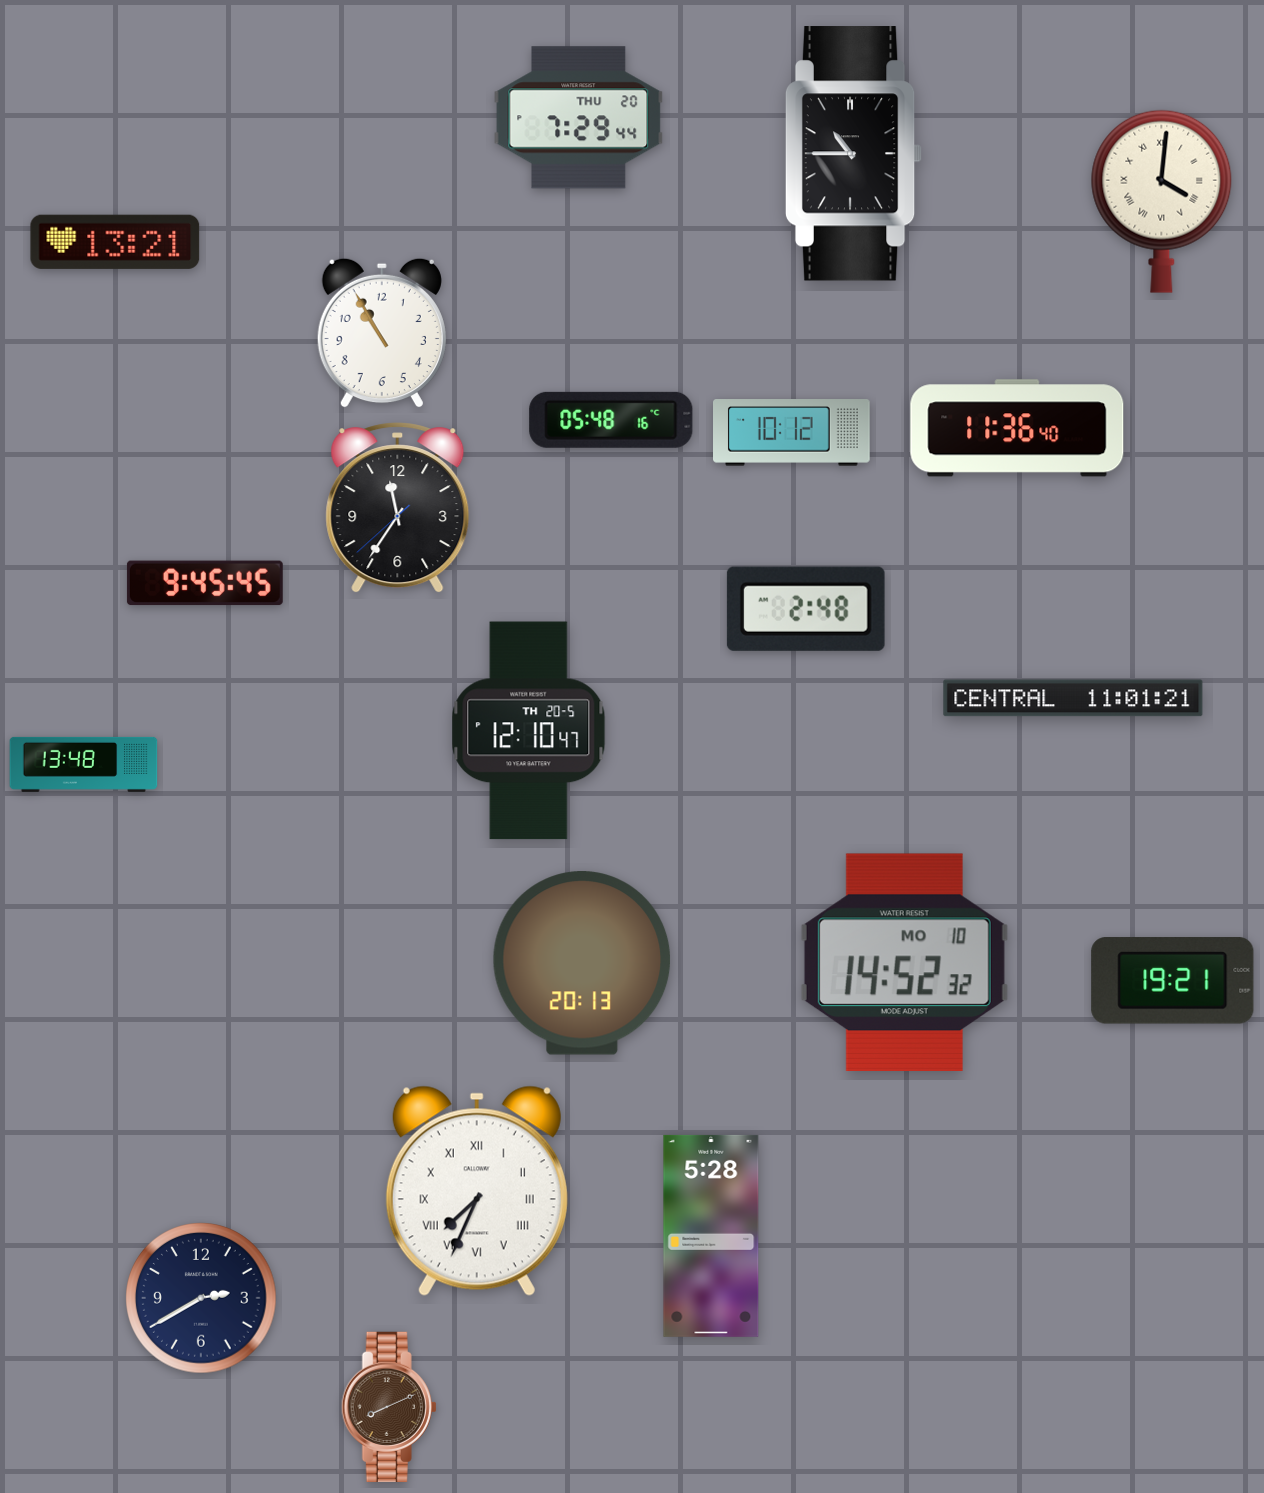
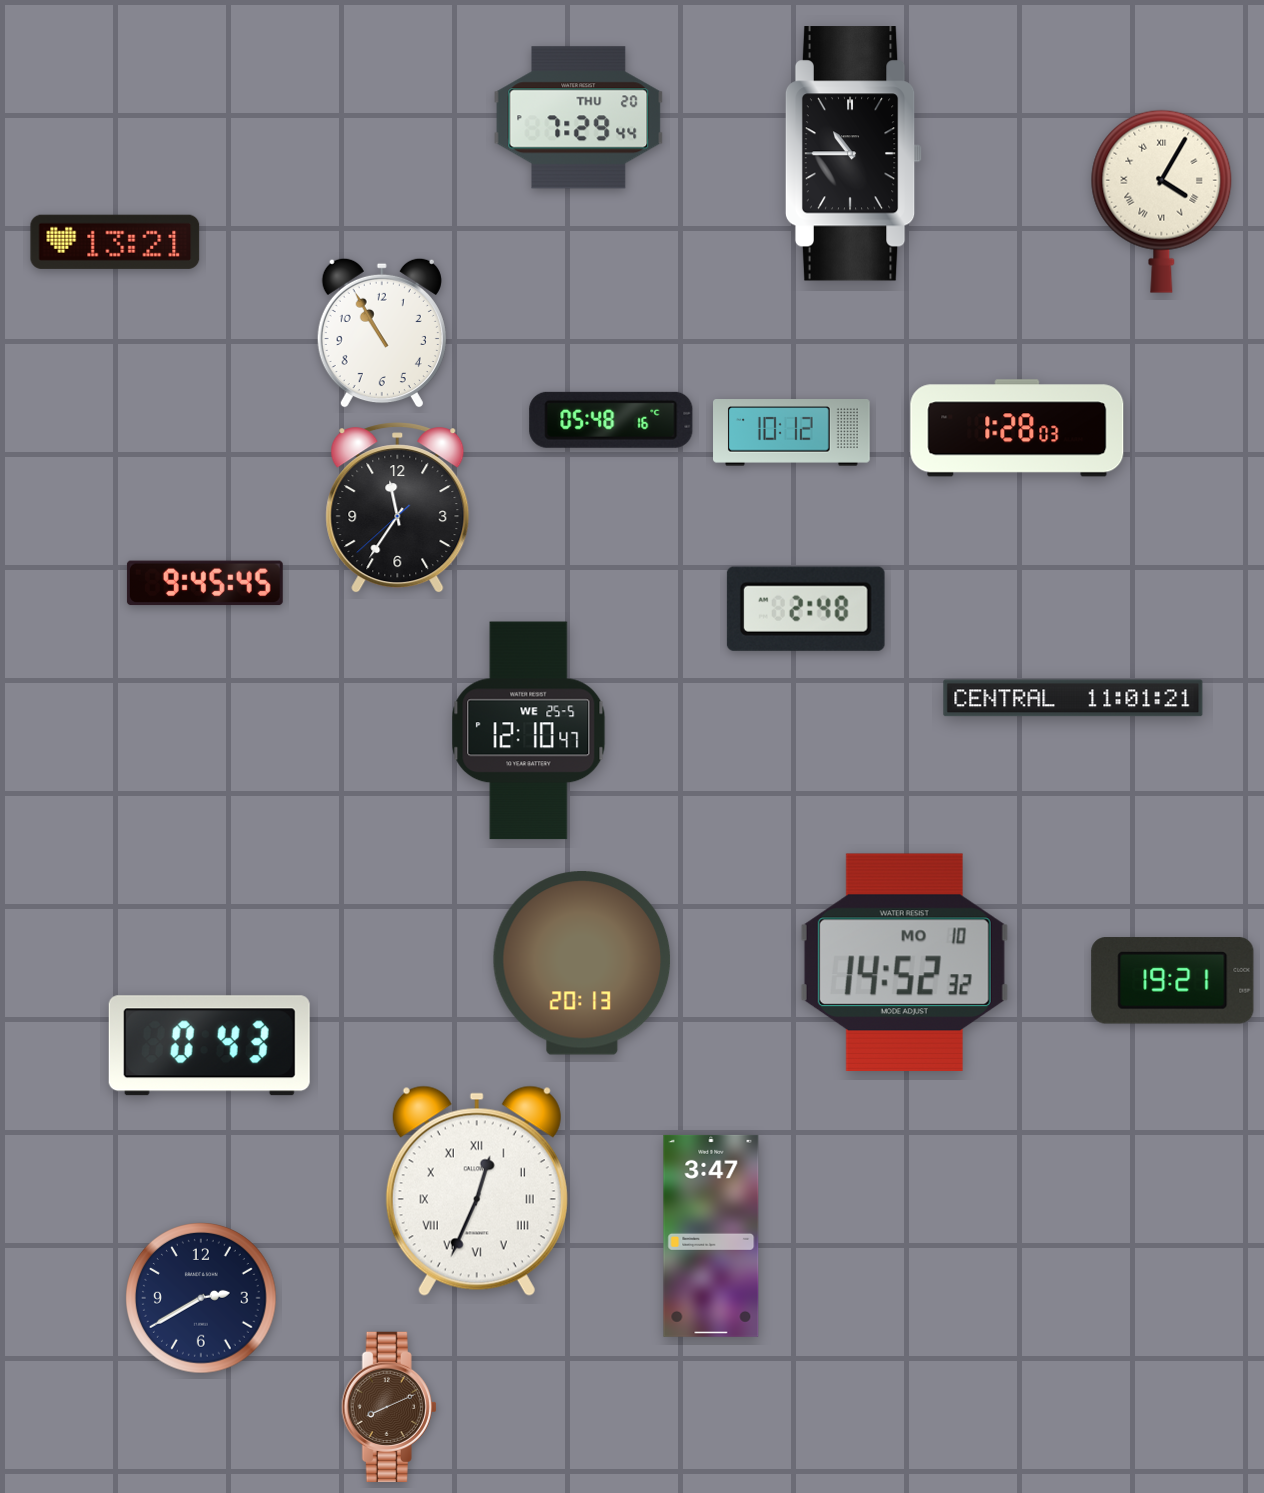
clock at (1162, 201): 4:01 -> 4:05
clock at (1017, 428): 11:36 -> 1:28
clock at (529, 731) date: TH 20-5 -> WE 25-5
clock at (84, 764): 13:48 -> none
clock at (209, 1046): none -> 0:43
clock at (477, 1191): 7:34 -> 12:34
clock at (711, 1236): 5:28 -> 3:47
